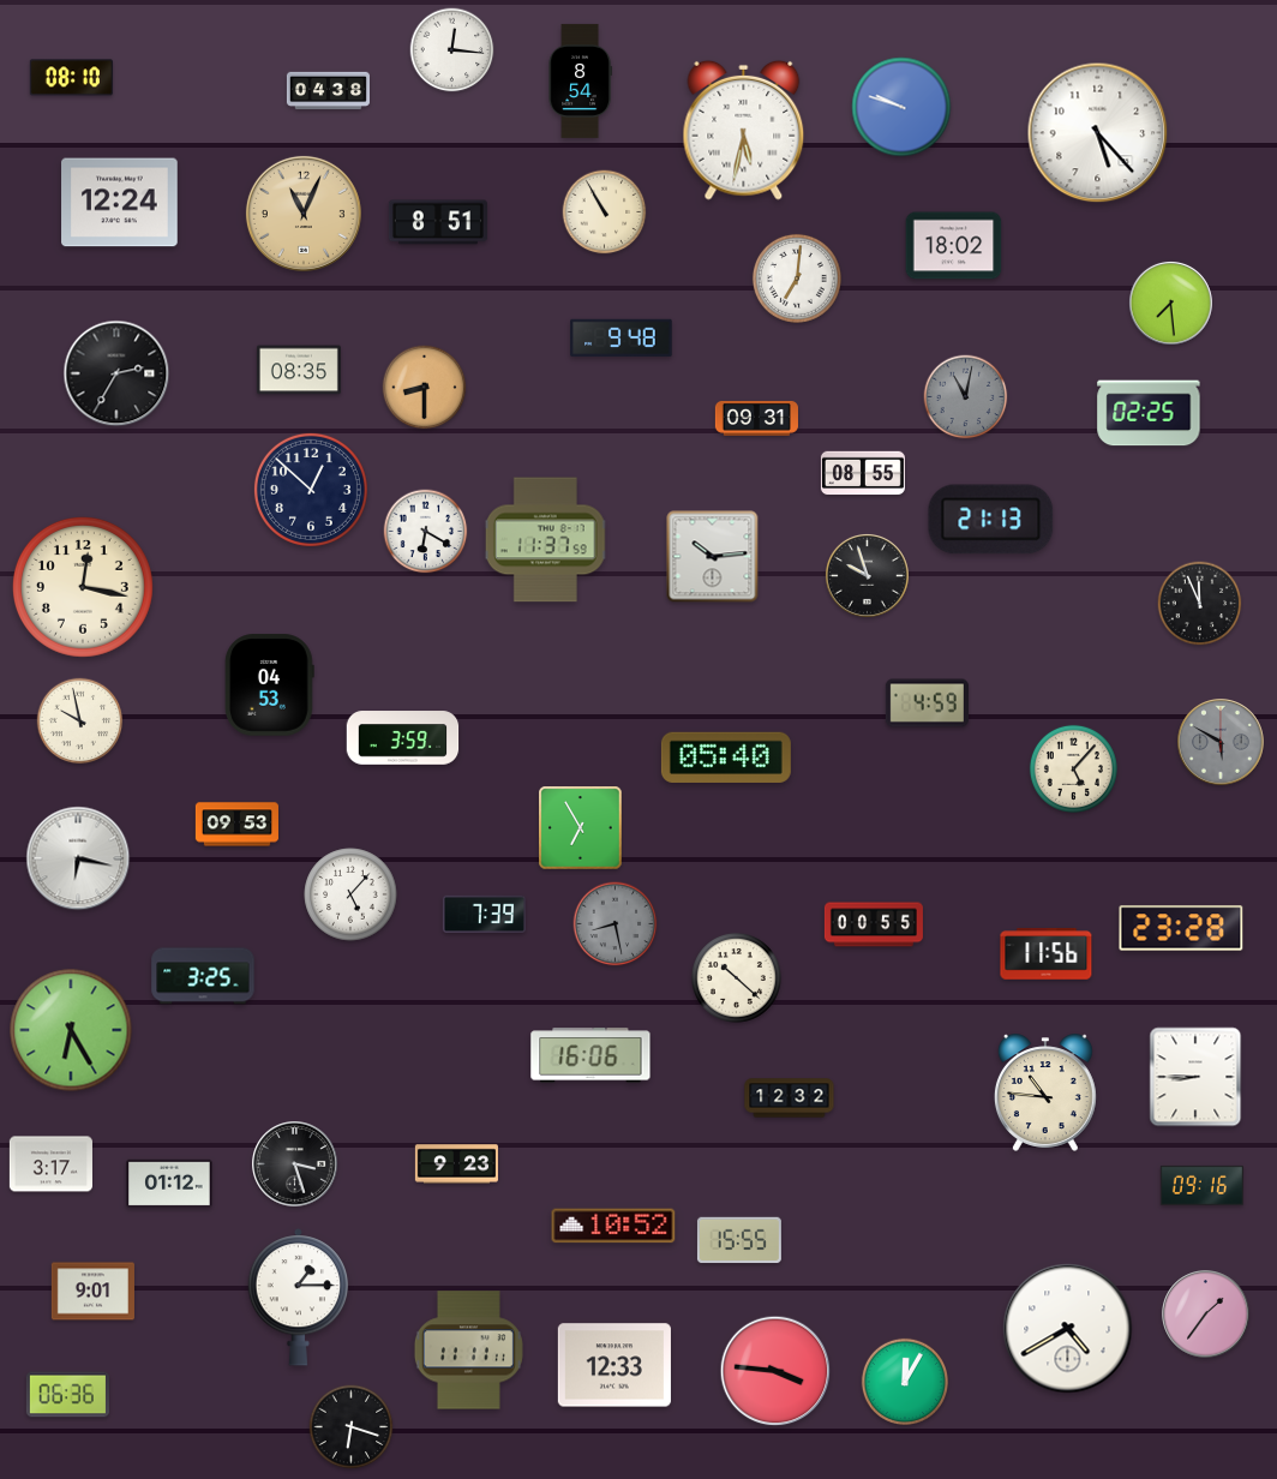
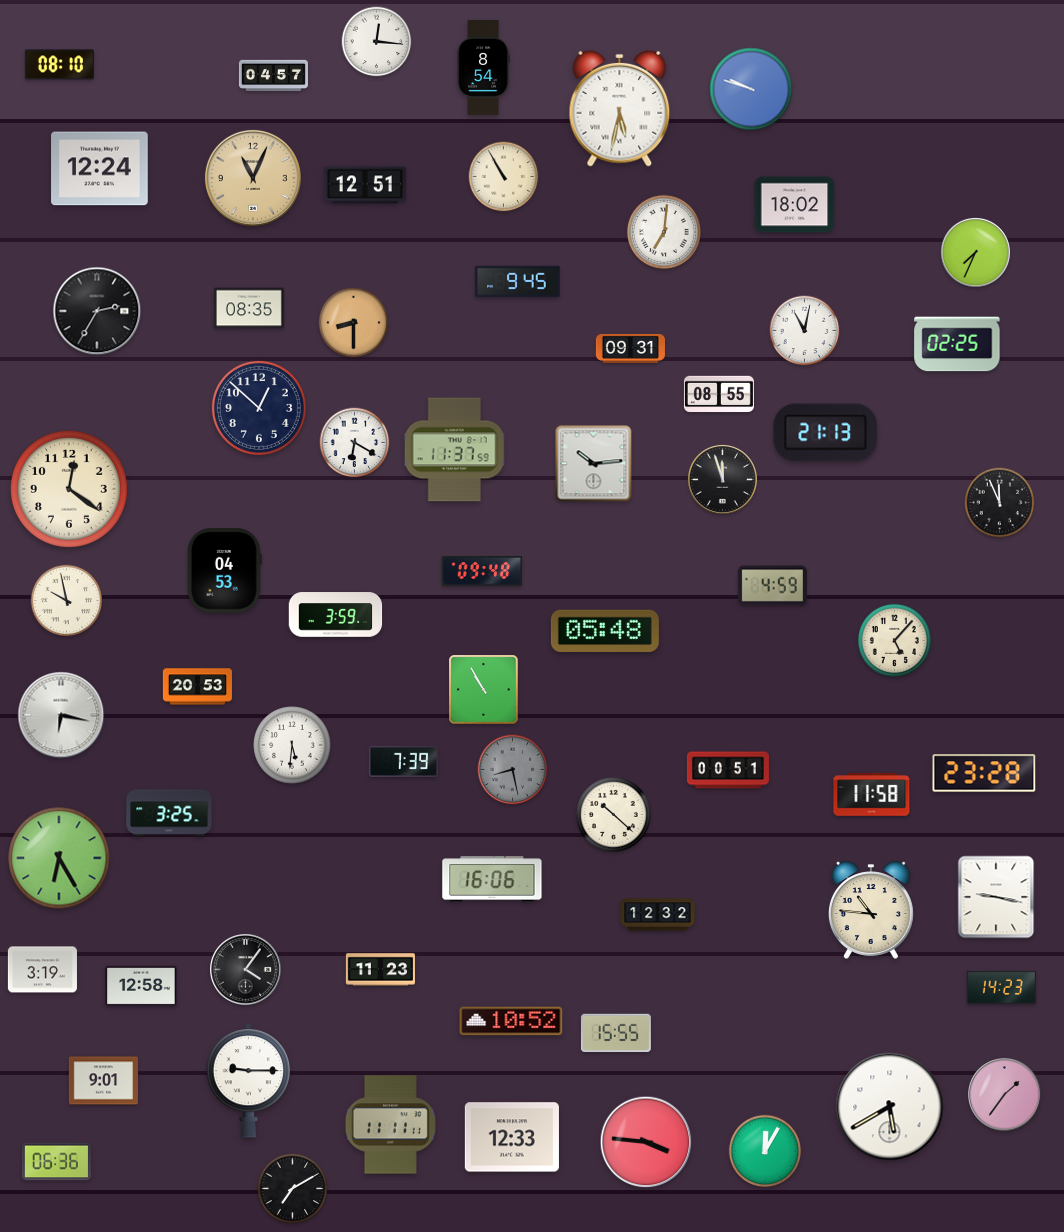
clock at (328, 91): 04:38 -> 04:57
clock at (1098, 133): 5:23 -> none
clock at (438, 222): 8:51 -> 12:51
clock at (1170, 303): 7:29 -> 7:34
clock at (622, 339): 9:48 -> 9:45
clock at (966, 397) dial: grey -> white
clock at (867, 575): 9:57 -> 11:57
clock at (83, 587): 12:17 -> 12:21
clock at (482, 571): none -> 09:48
clock at (1221, 742): 5:50 -> none
clock at (726, 758): 05:40 -> 05:48
clock at (236, 825): 09:53 -> 20:53
clock at (581, 828): 6:55 -> 10:55
clock at (78, 858) position: (78, 858) -> (61, 715)
clock at (350, 894): 5:07 -> 5:31
clock at (874, 924): 00:55 -> 00:51
clock at (1047, 954): 11:56 -> 11:58
clock at (1195, 1077): 8:45 -> 9:17
clock at (50, 1164): 3:17 -> 3:19
clock at (295, 1164): 3:27 -> 4:06
clock at (456, 1164): 9:23 -> 11:23
clock at (169, 1184): 01:12 -> 12:58
clock at (1201, 1185): 09:16 -> 14:23
clock at (92, 1292) position: (92, 1292) -> (103, 1081)
clock at (299, 1298): 1:15 -> 9:15
clock at (1068, 1329): 4:40 -> 5:40
clock at (904, 1381) position: (904, 1381) -> (764, 1150)
clock at (352, 1427): 6:18 -> 7:10
